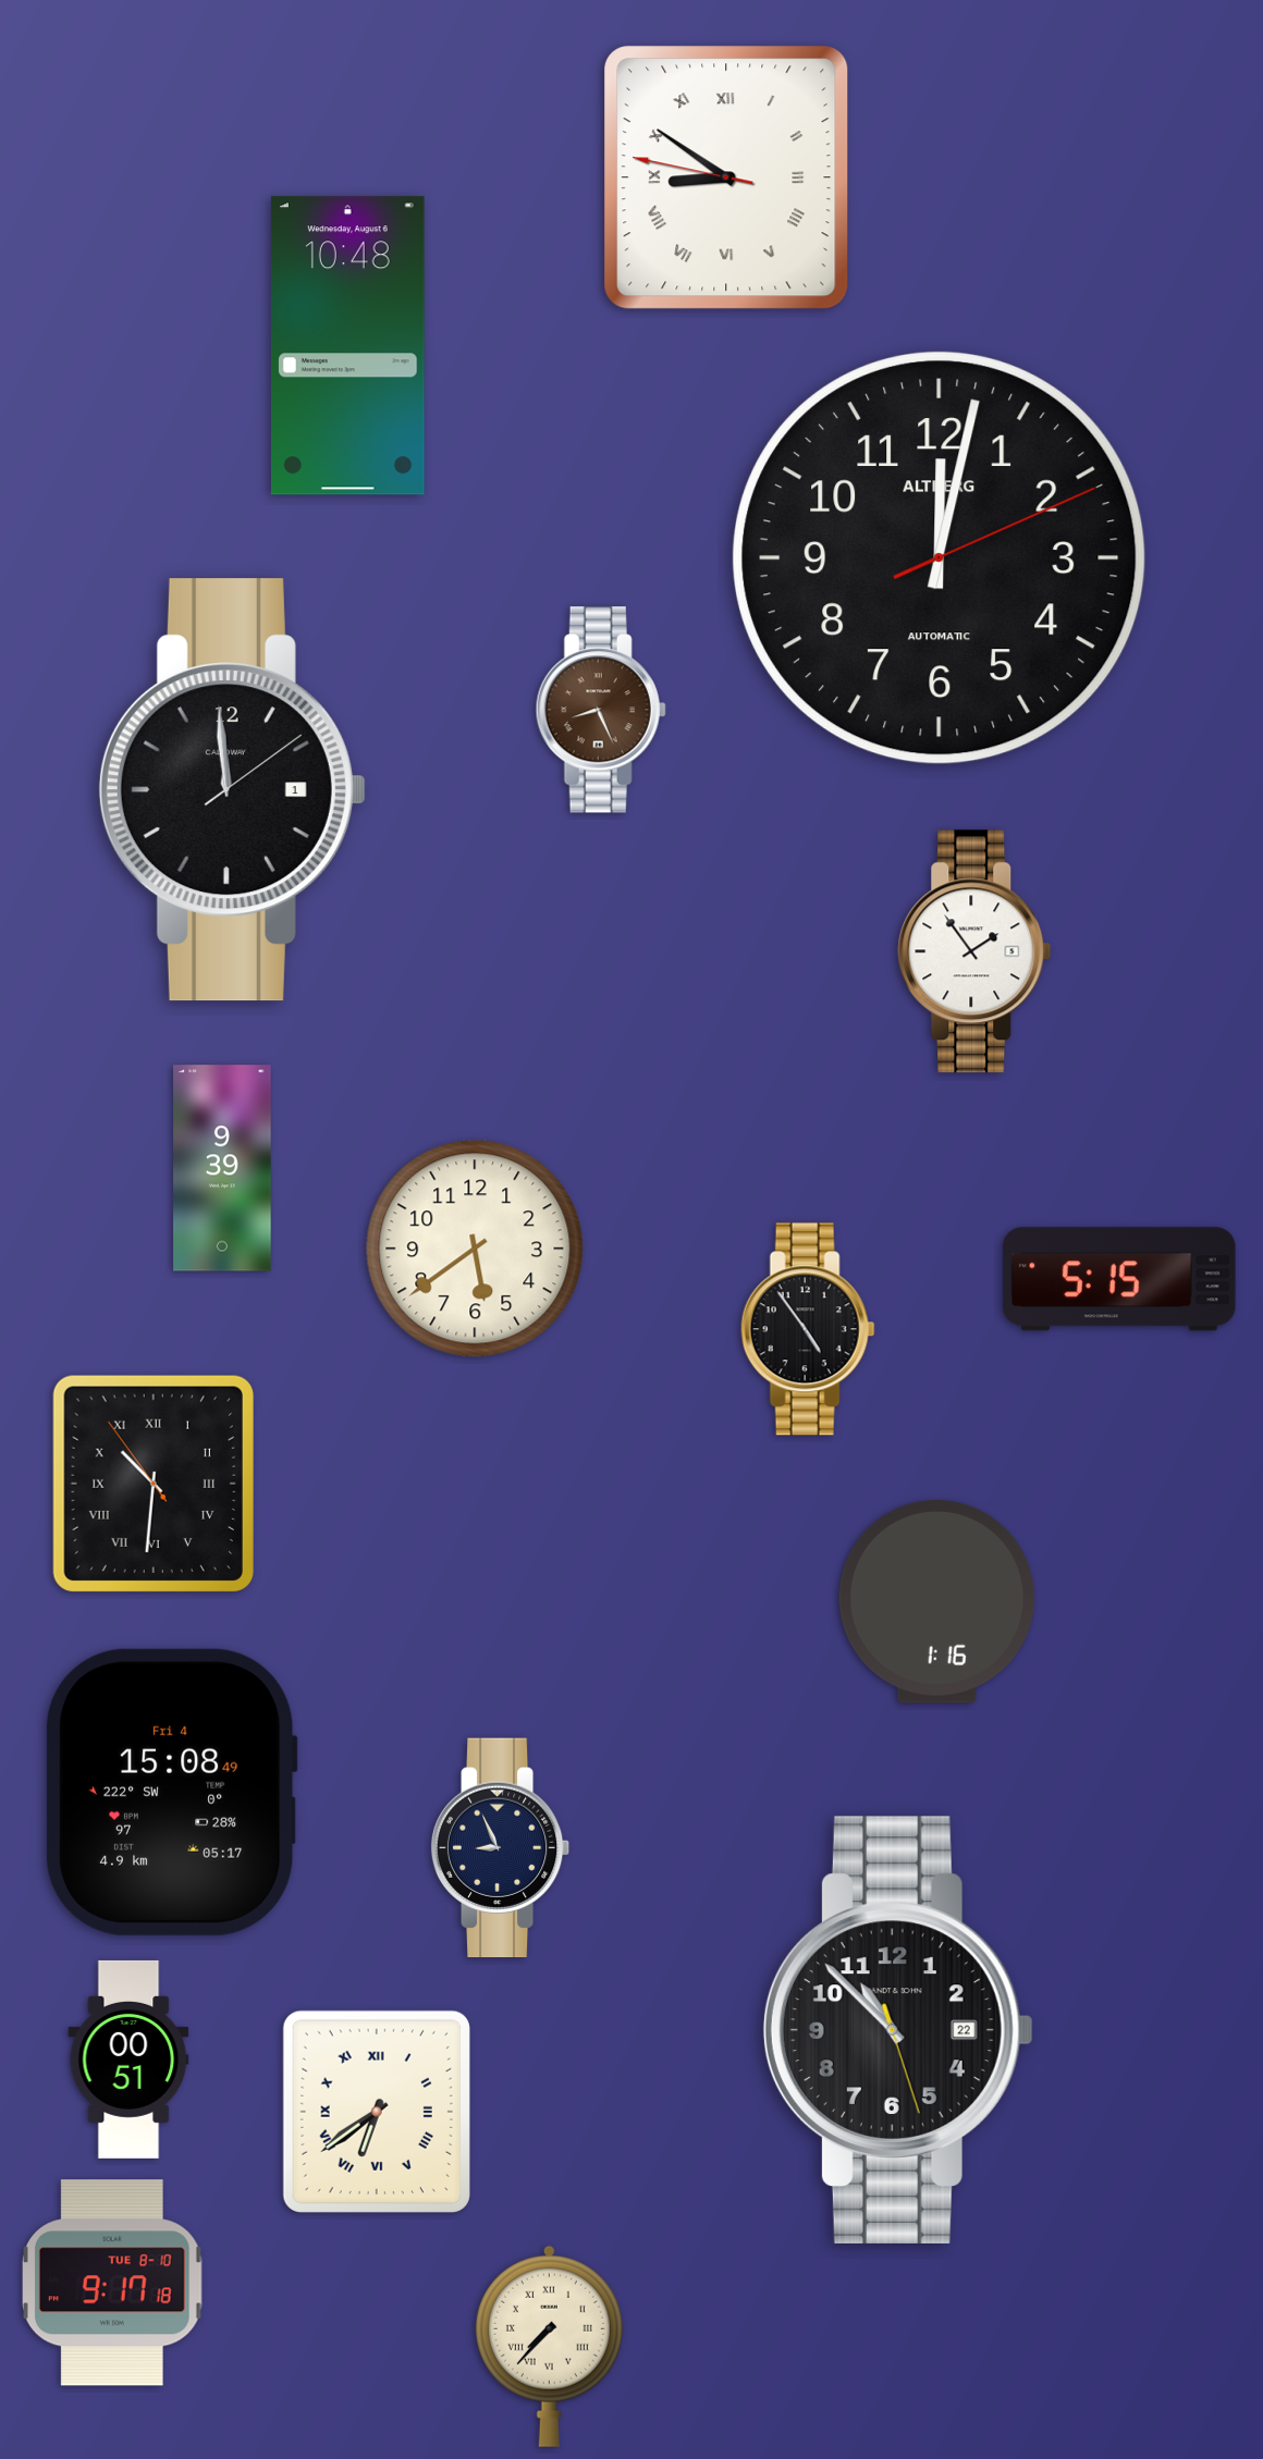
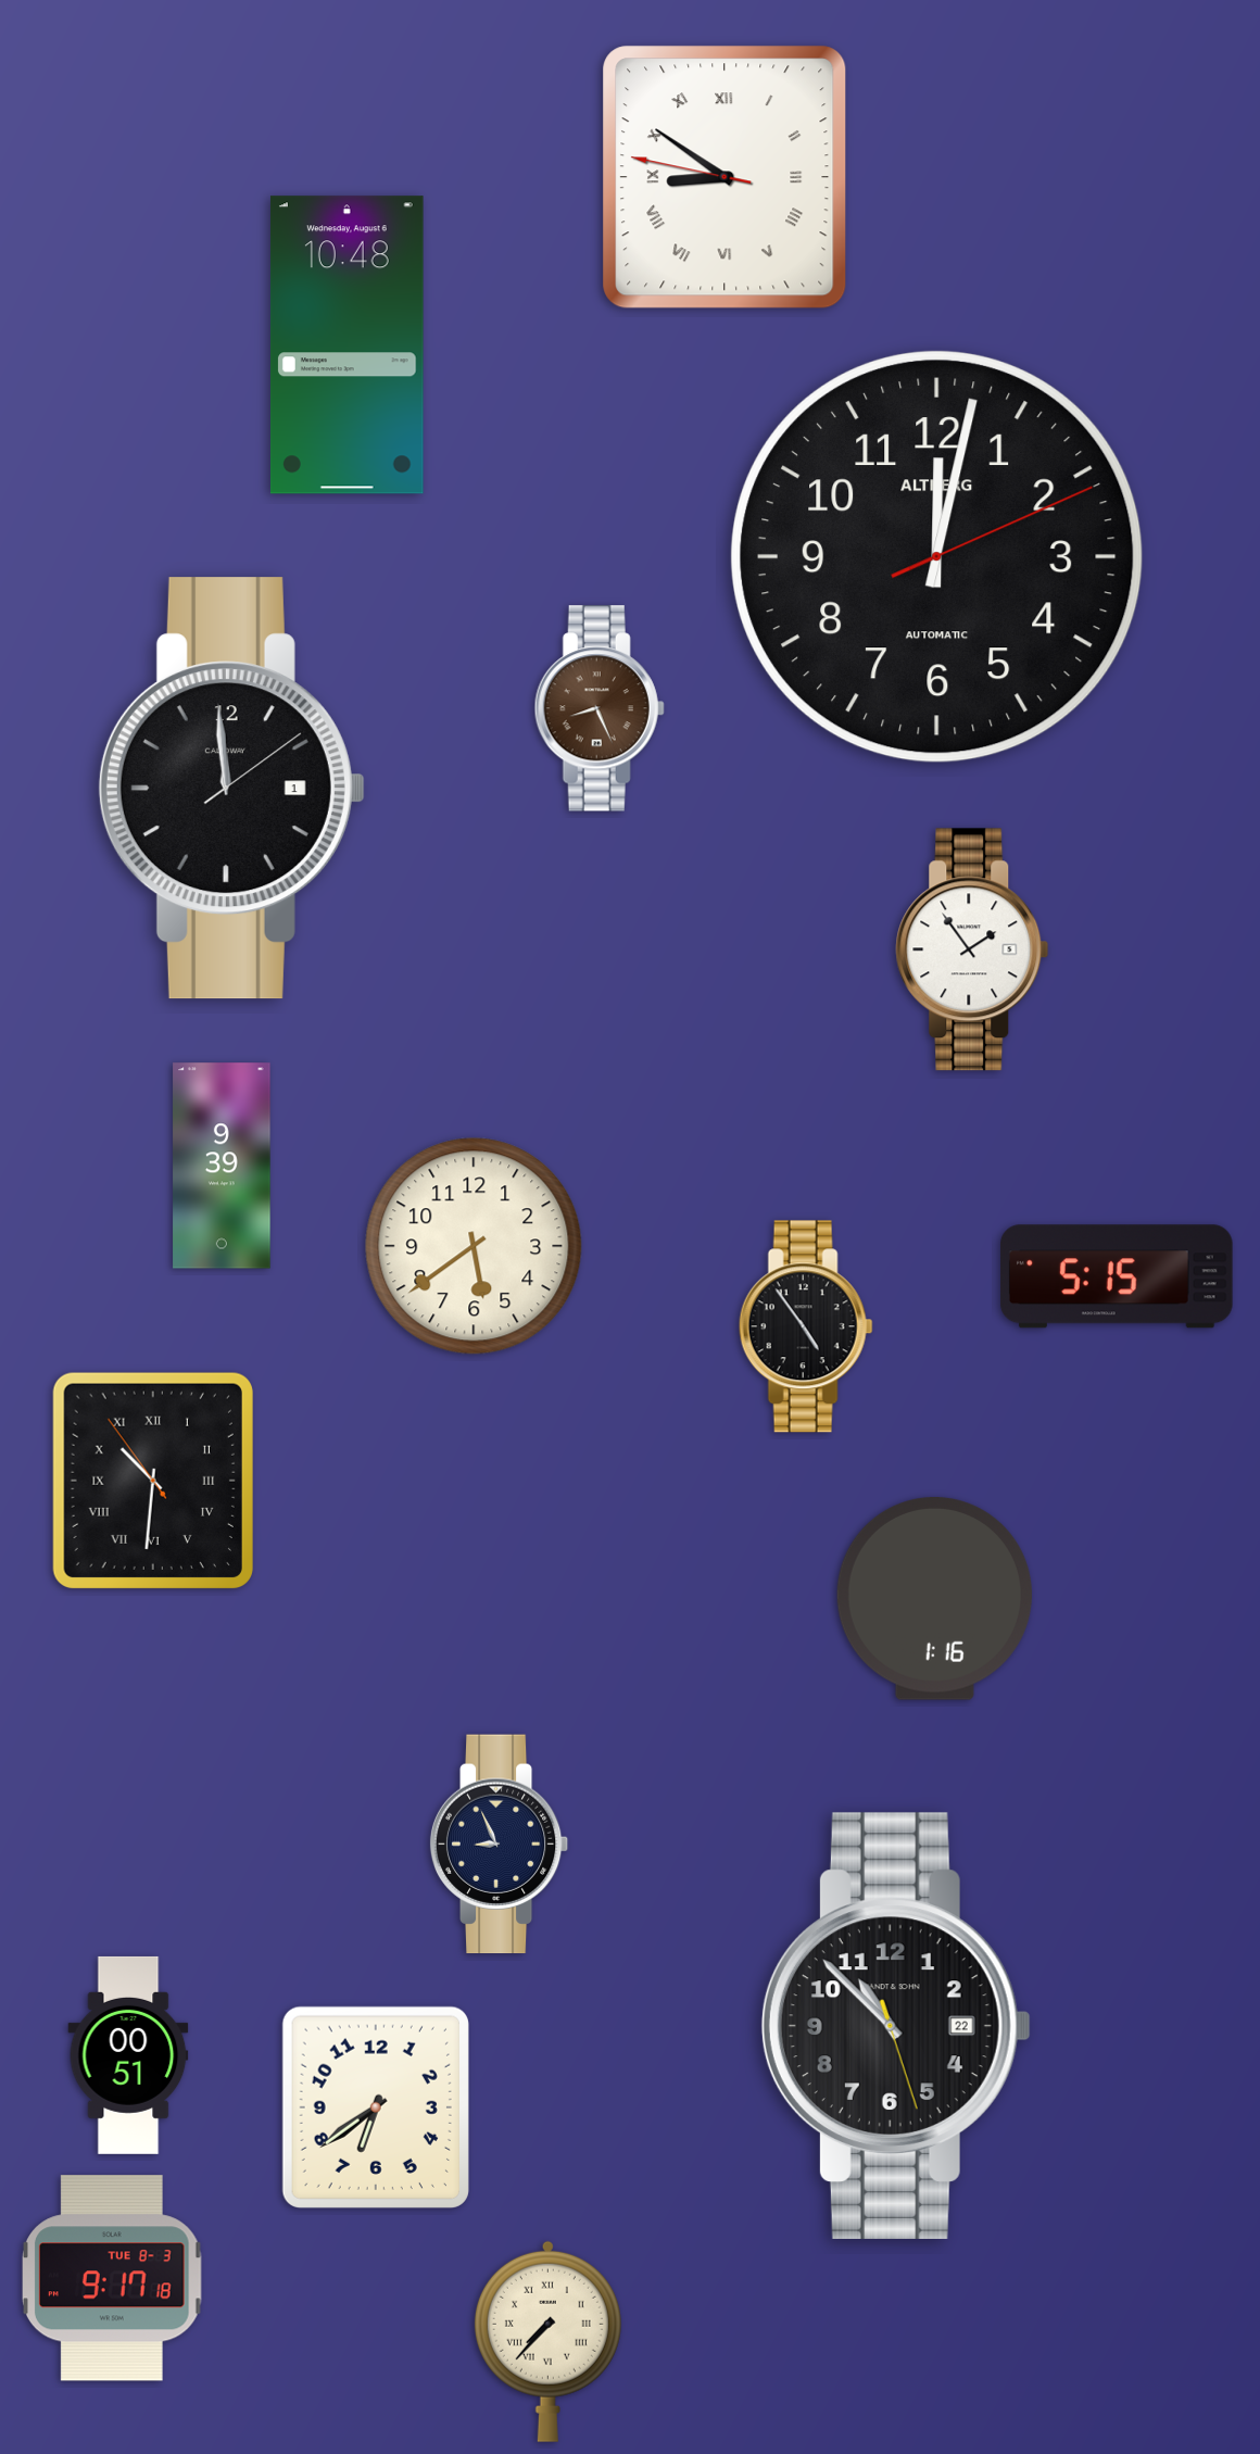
clock at (171, 1792): 15:08 -> none
clock at (377, 2112) numerals: Roman -> Arabic
clock at (113, 2283) date: TUE 8-10 -> TUE 8-3
